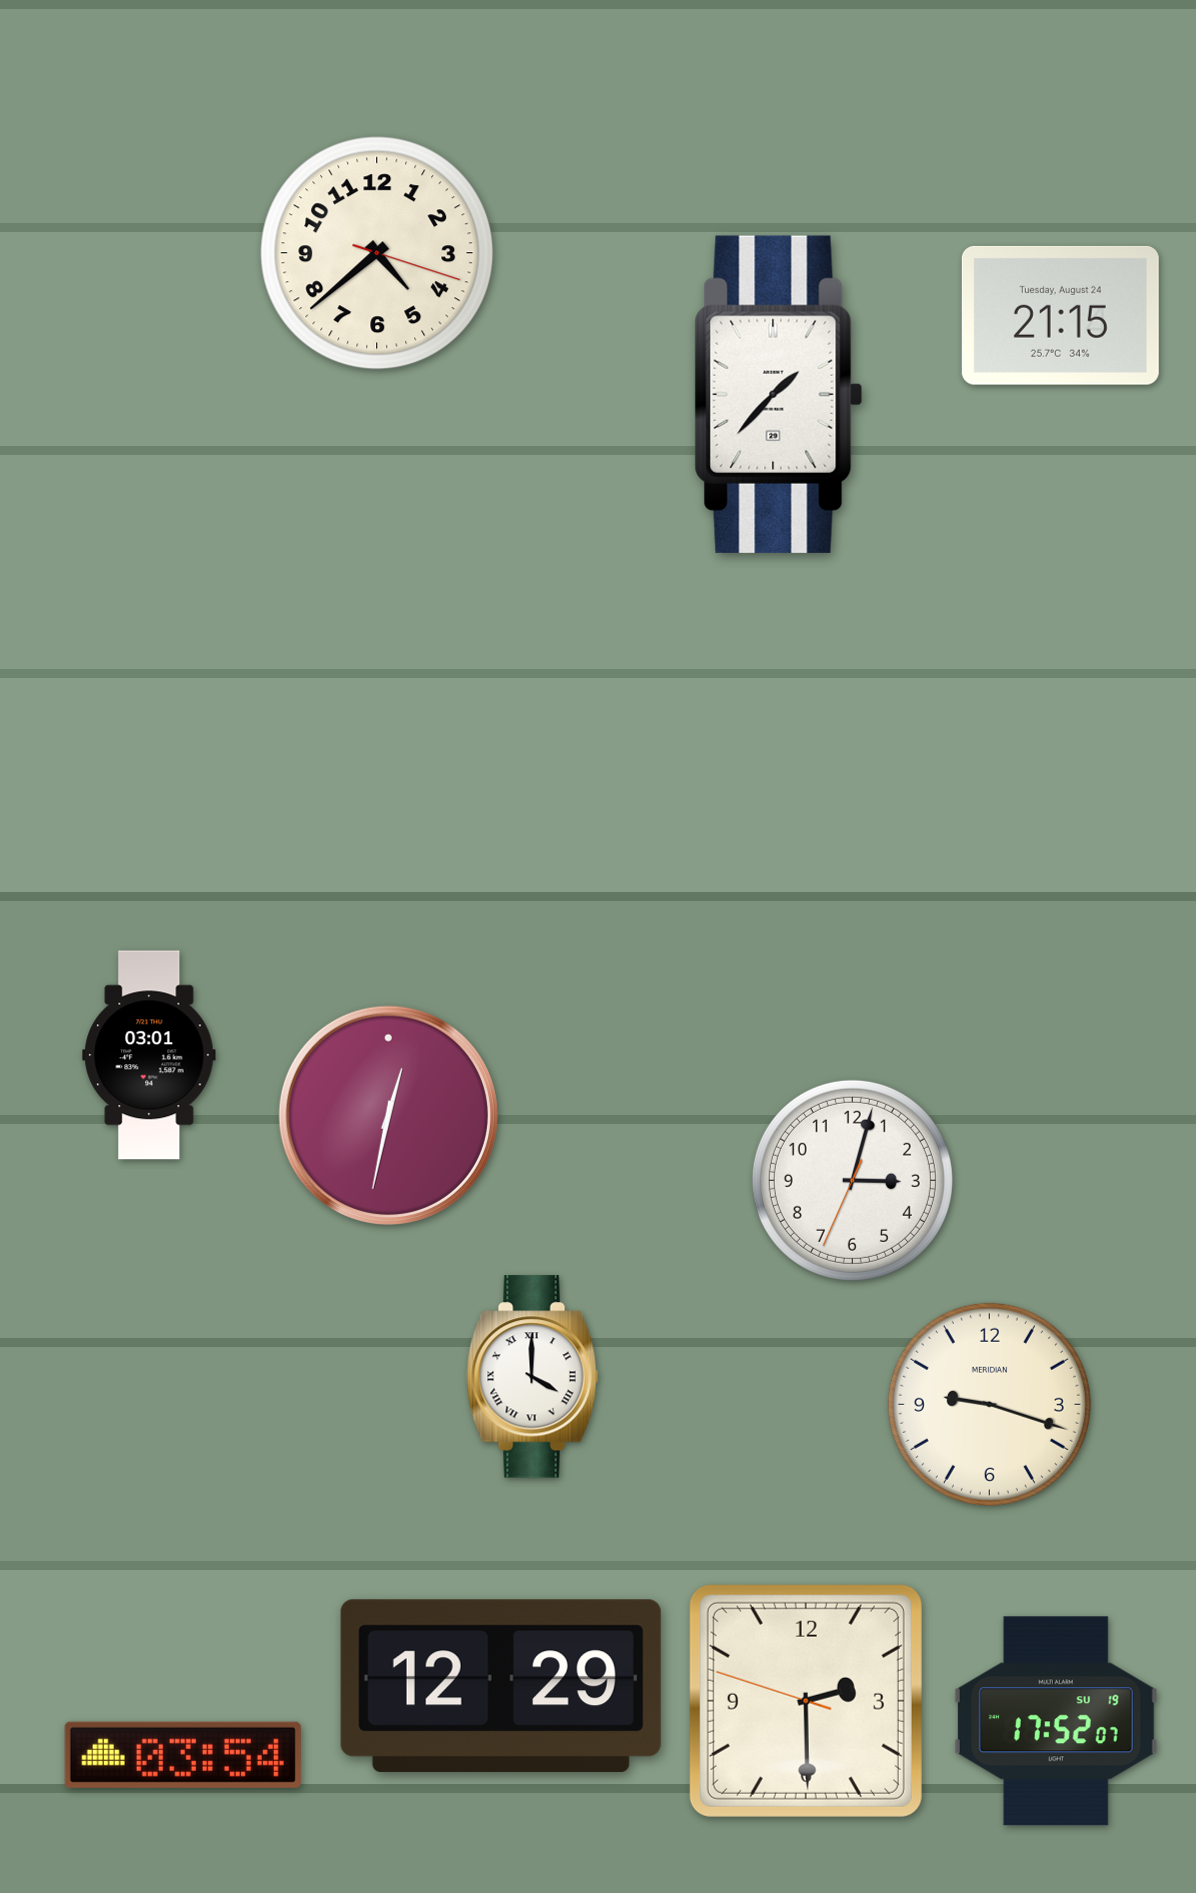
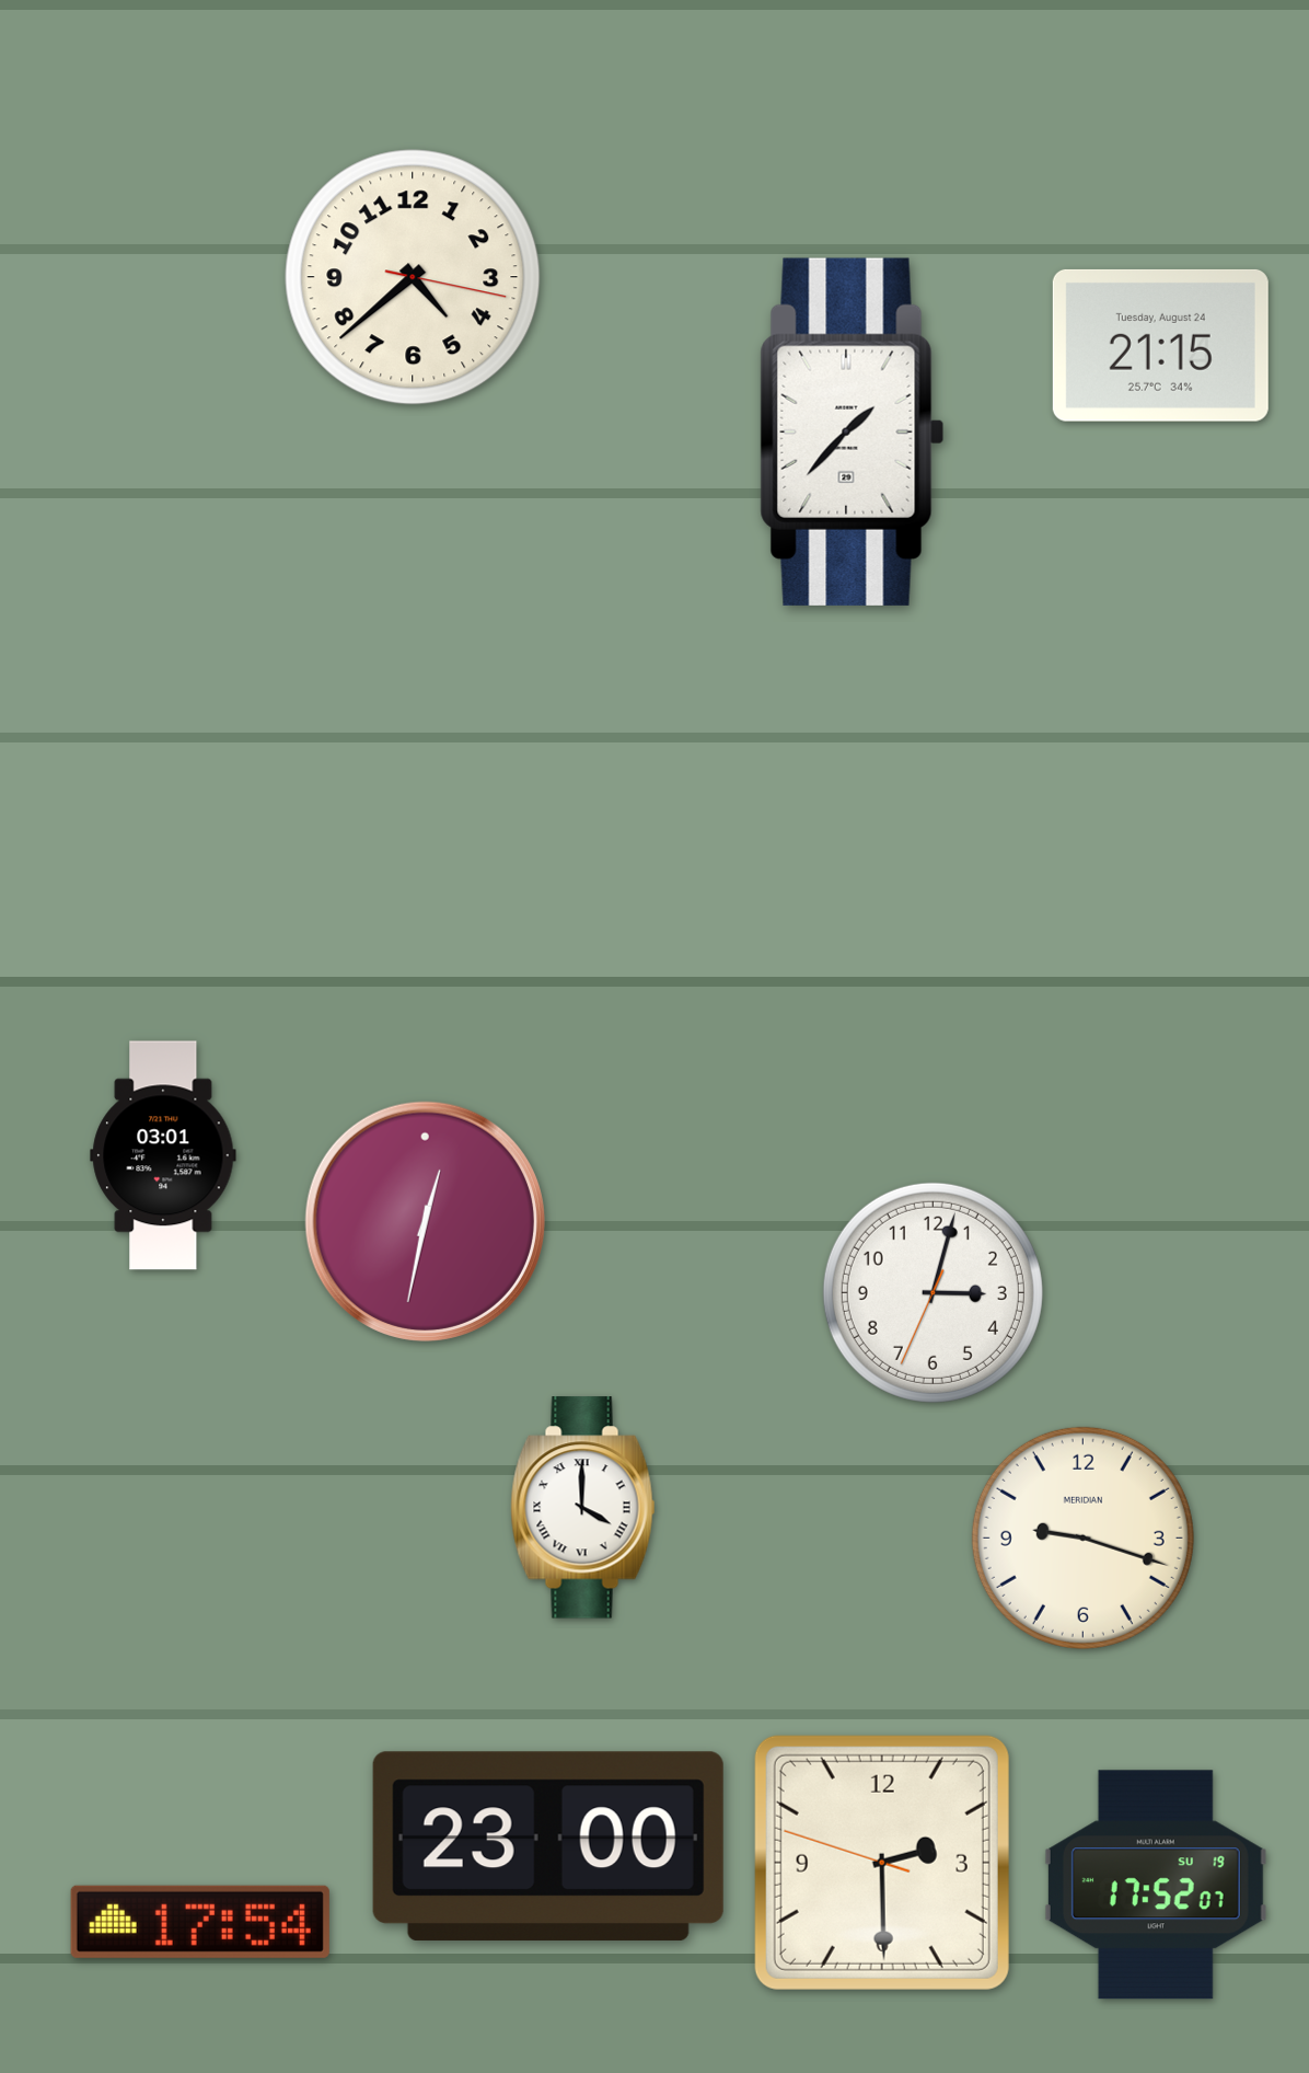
clock at (377, 253): 4:38:18 -> 4:38:17
clock at (501, 1686): 12:29 -> 23:00
clock at (183, 1755): 03:54 -> 17:54
